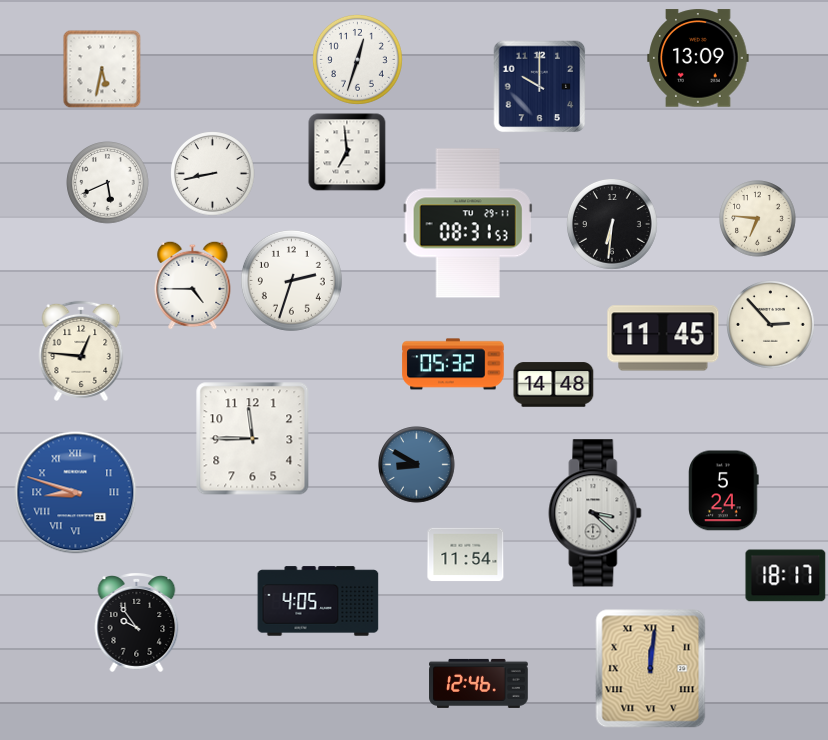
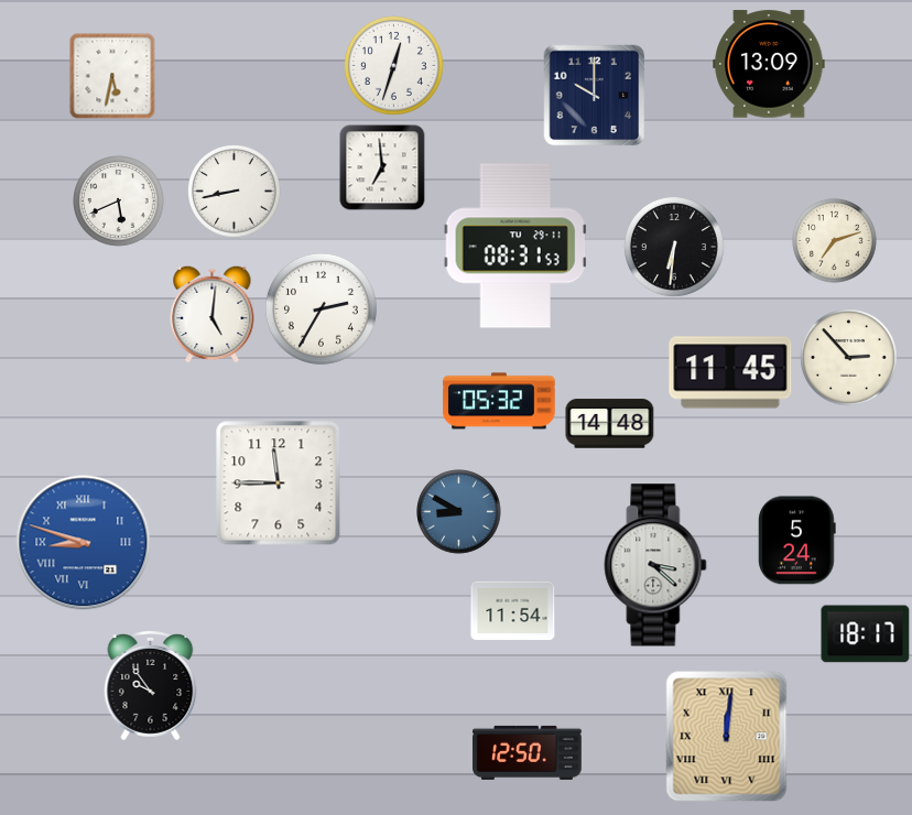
clock at (758, 219): 6:46 -> 7:12
clock at (291, 280): 2:33 -> 2:35
clock at (193, 285): 4:45 -> 5:01
clock at (81, 351): 12:46 -> none
clock at (318, 601): 4:05 -> none
clock at (651, 669) position: (651, 669) -> (727, 737)
clock at (479, 683): 12:46 -> 12:50
